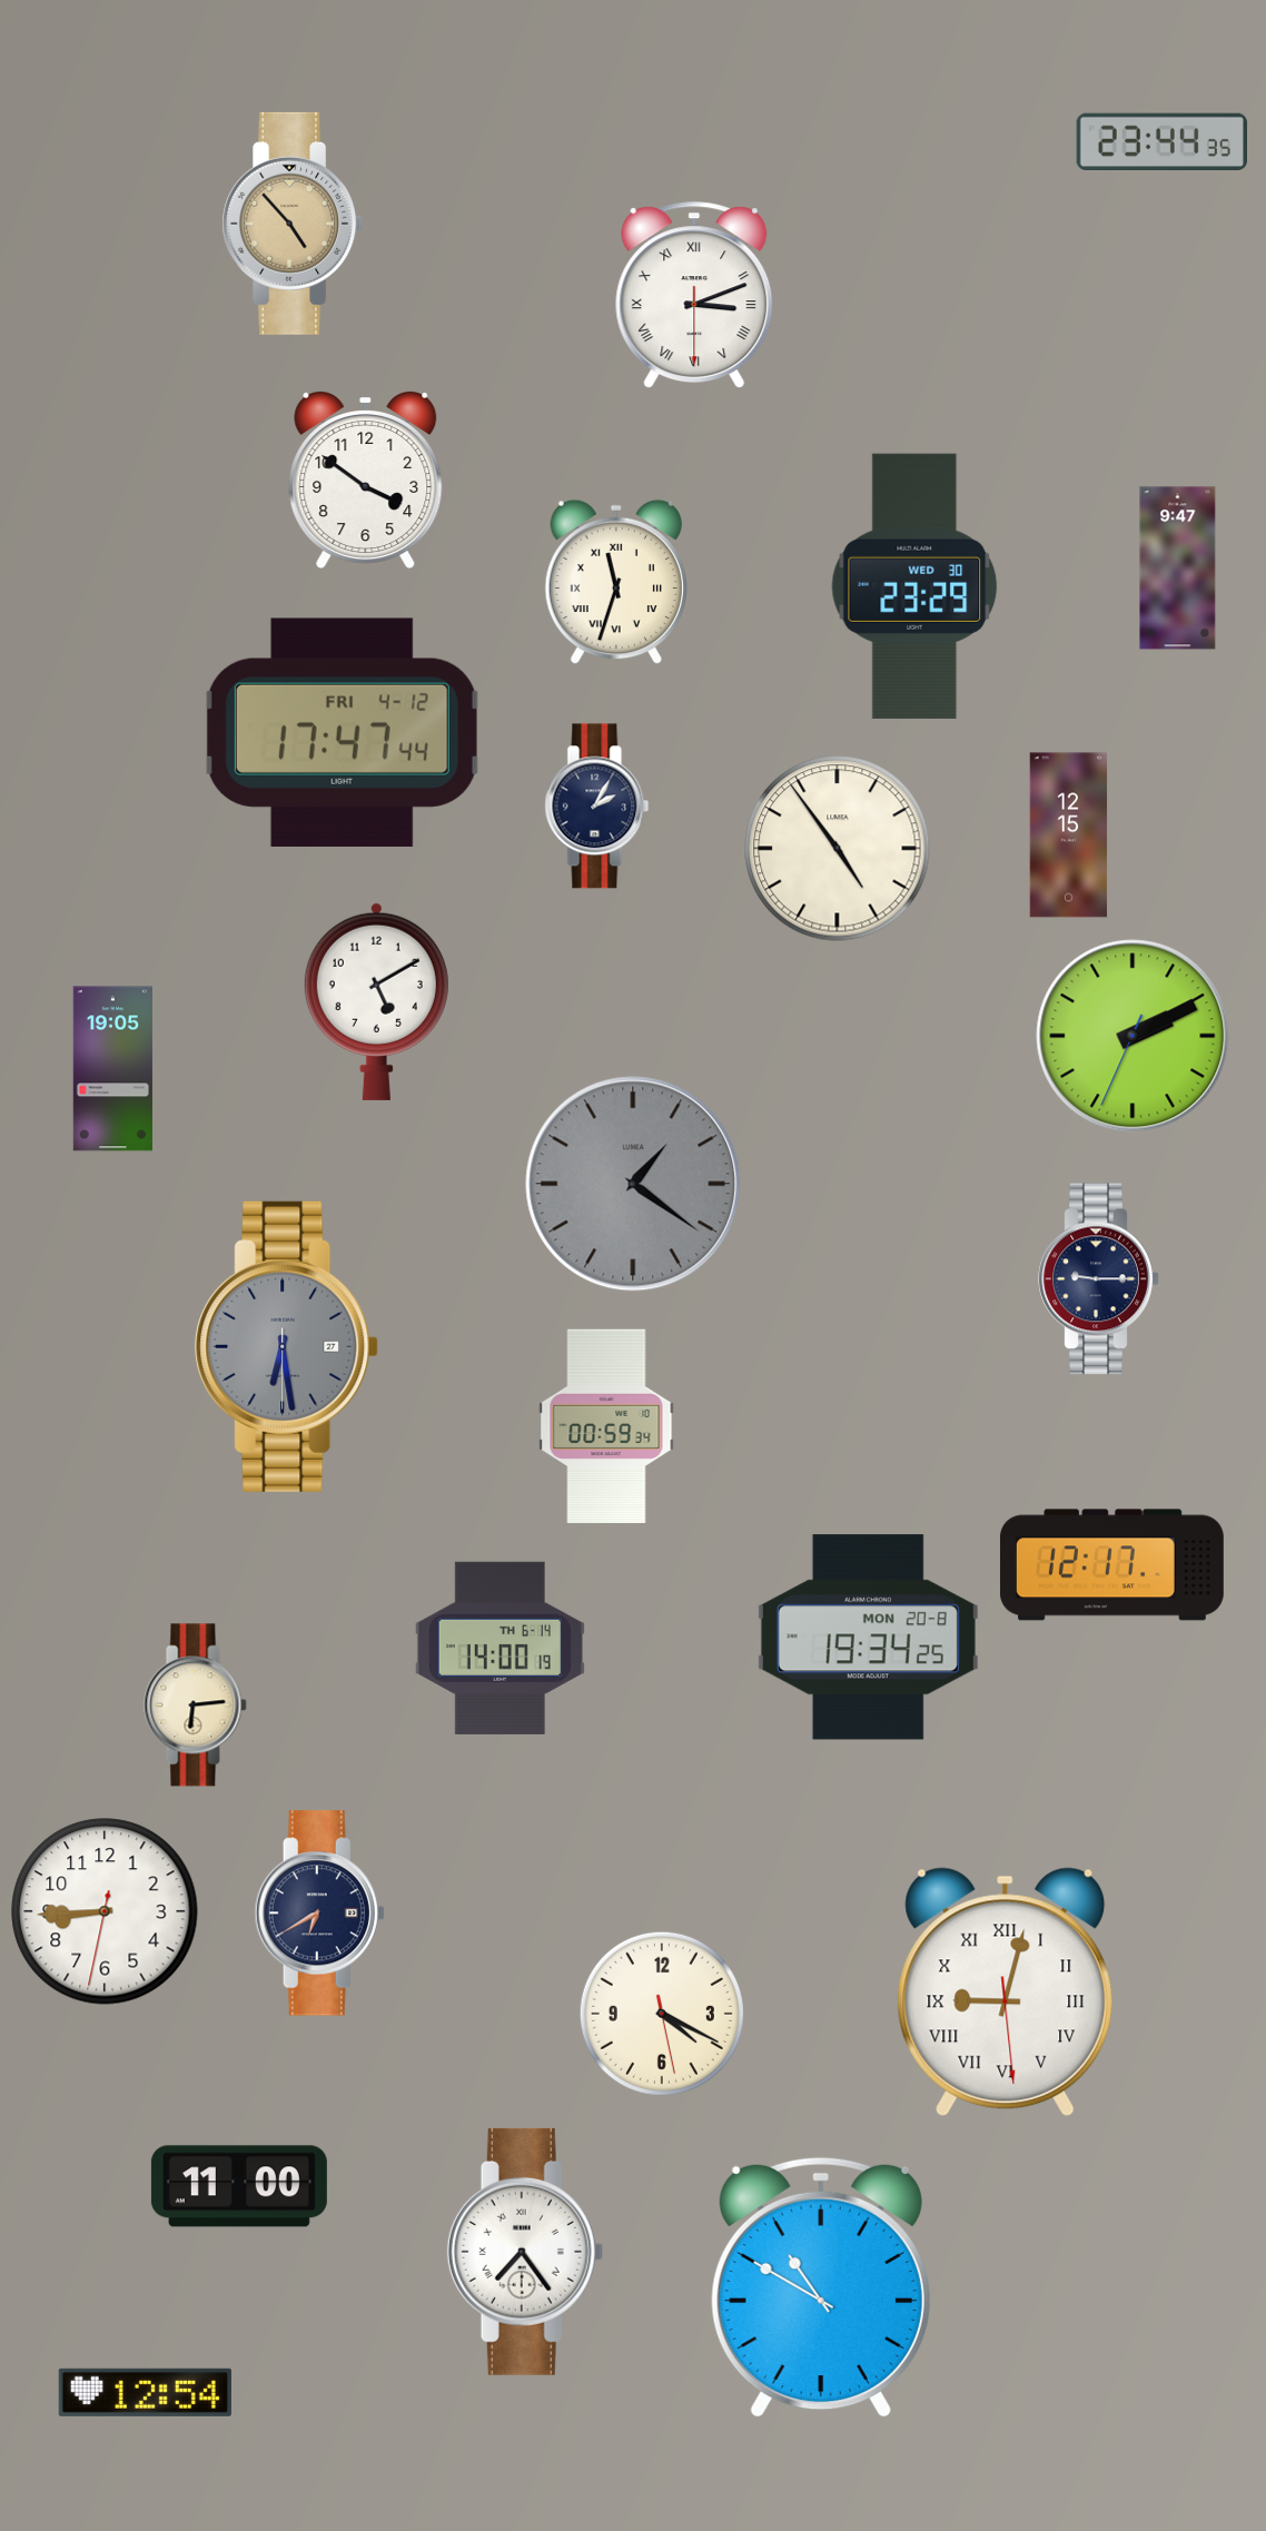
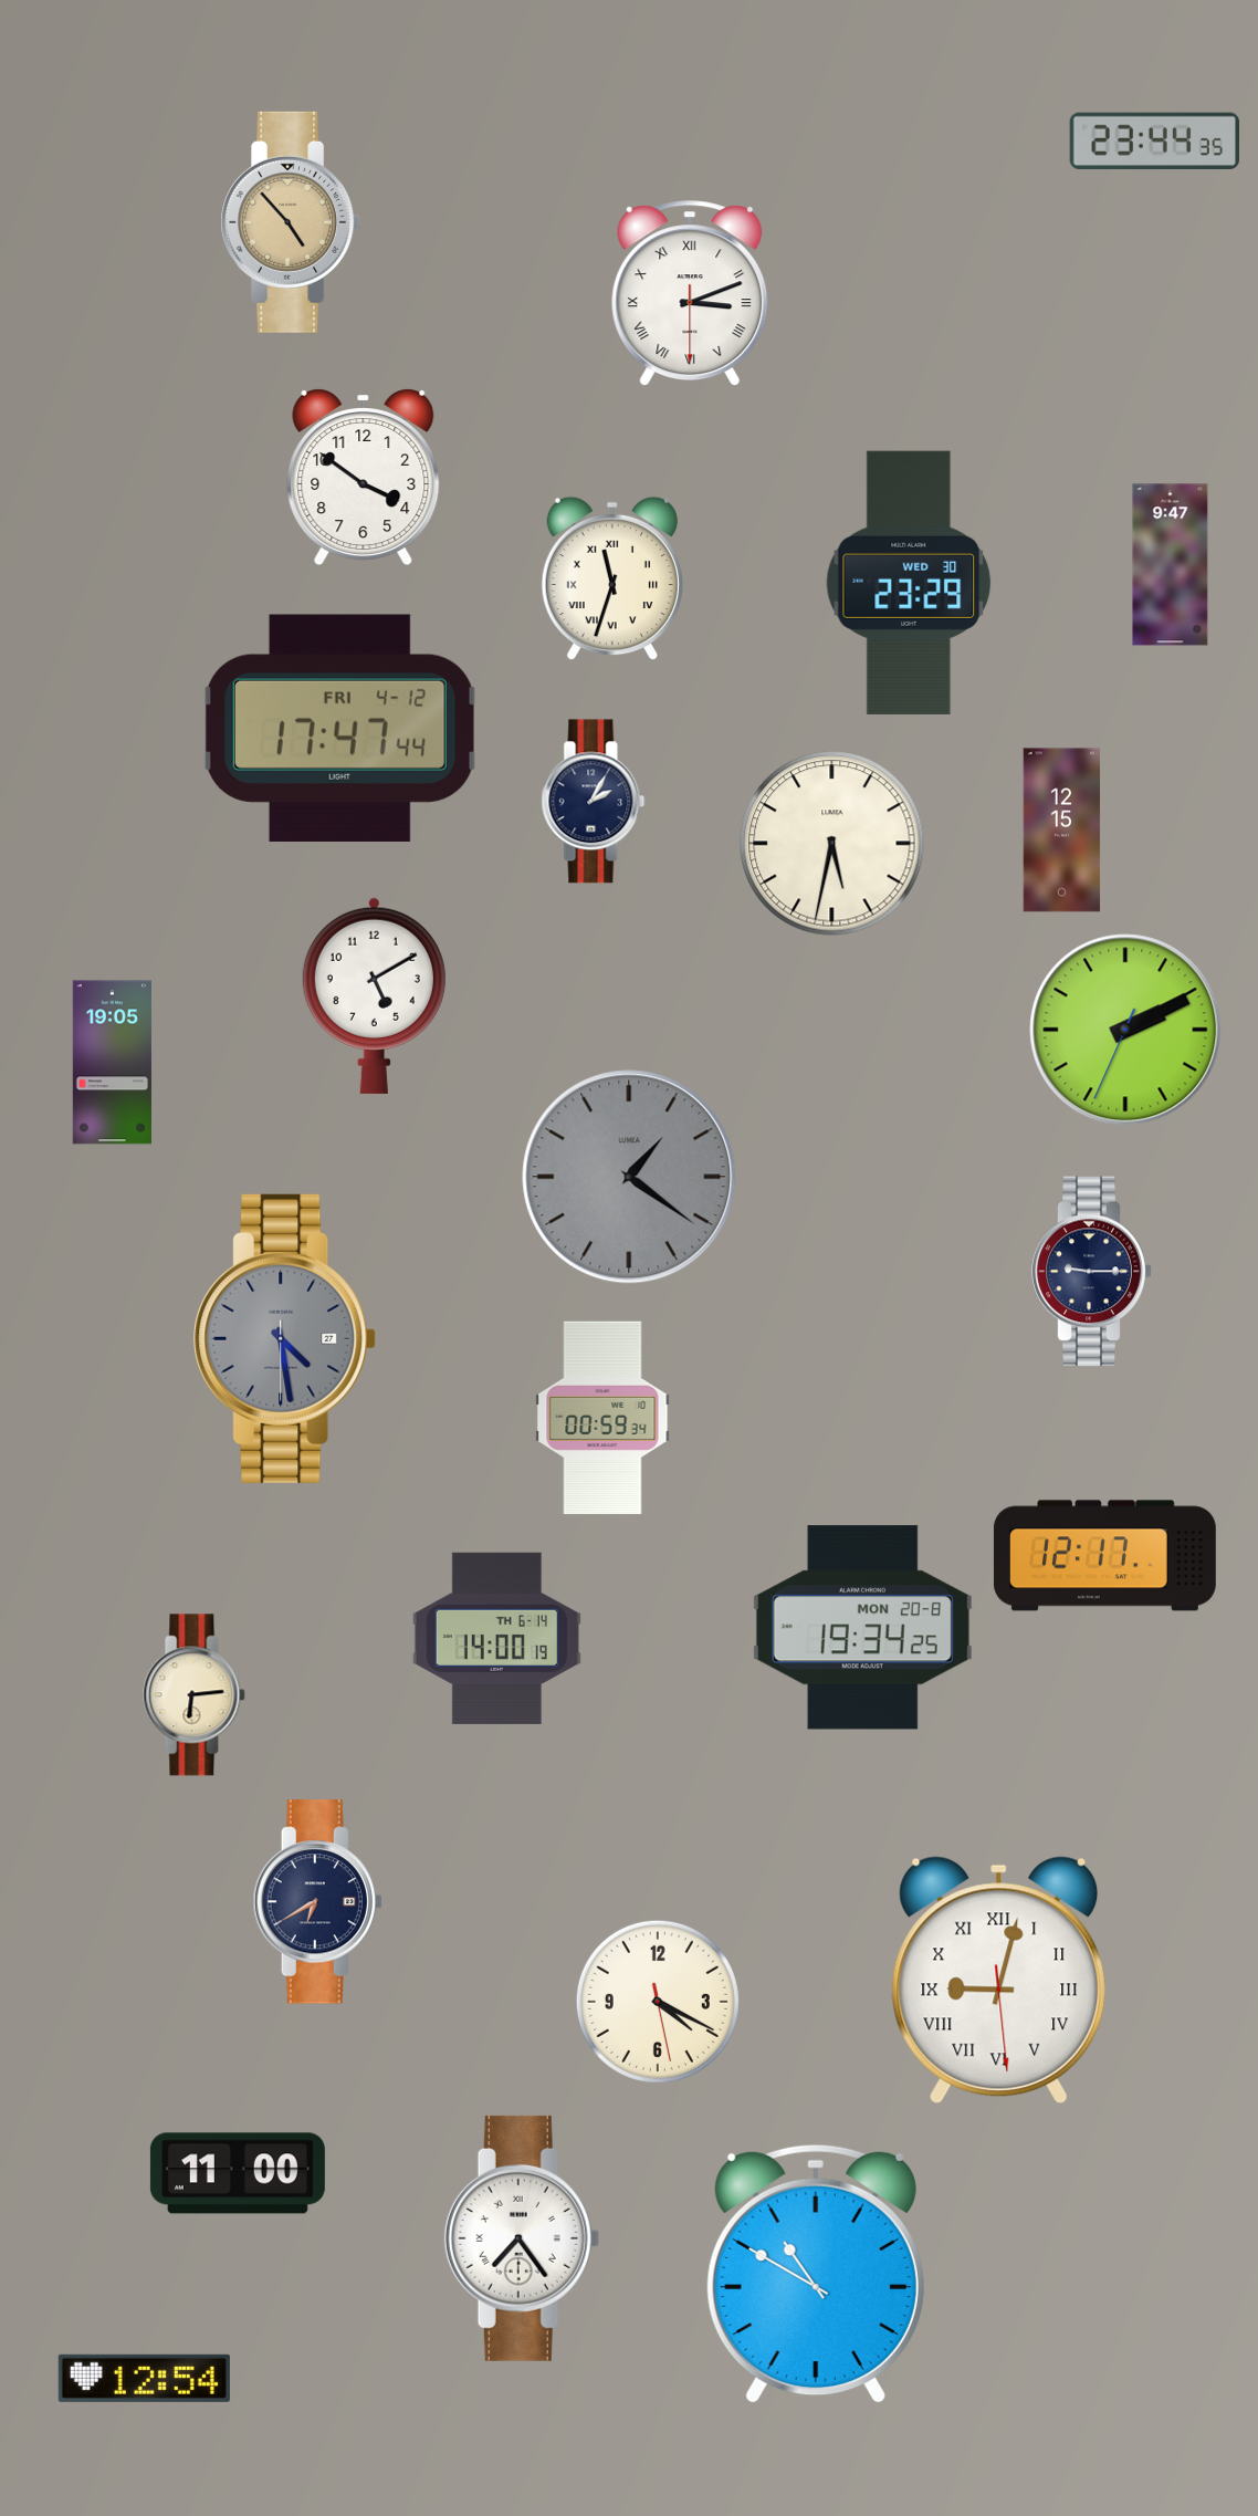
clock at (838, 849): 4:54 -> 5:32
clock at (287, 1346): 6:28 -> 4:28
clock at (105, 1911): 8:44 -> none
